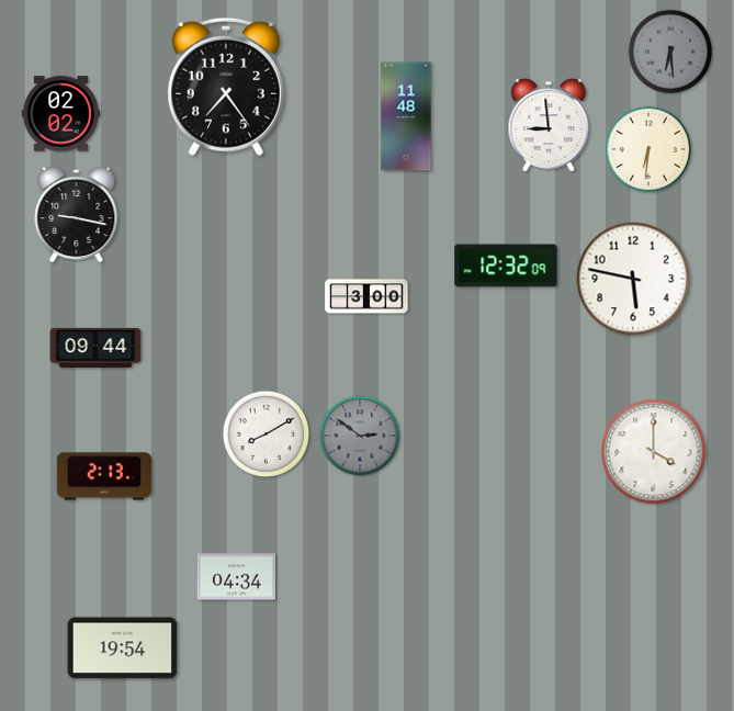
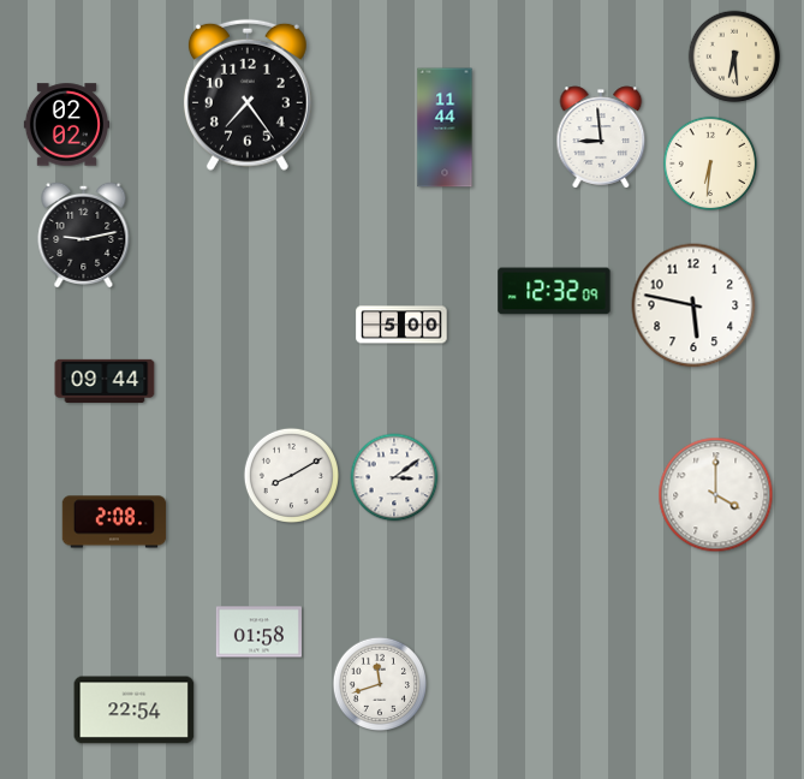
clock at (670, 52) dial: grey -> cream
clock at (406, 116): 11:48 -> 11:44
clock at (77, 214): 9:17 -> 9:13
clock at (366, 296): 3:00 -> 5:00
clock at (360, 436): 2:51 -> 3:09
clock at (360, 436) dial: grey -> white
clock at (104, 476): 2:13 -> 2:08
clock at (236, 577): 04:34 -> 01:58
clock at (379, 683): none -> 11:42
clock at (123, 648): 19:54 -> 22:54
